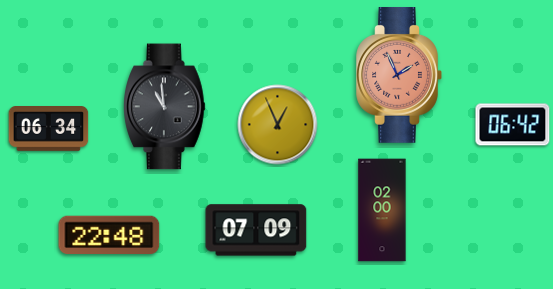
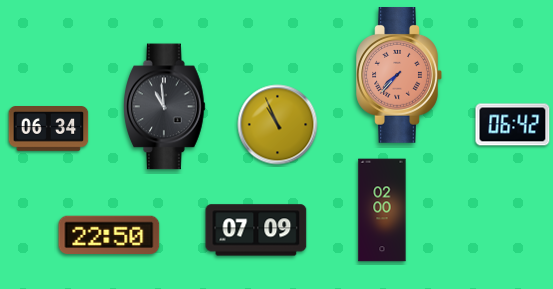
clock at (399, 76): 1:56 -> 7:37
clock at (278, 125): 12:56 -> 10:56
clock at (109, 235): 22:48 -> 22:50
